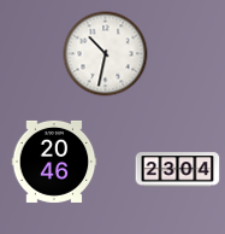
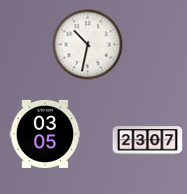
clock at (54, 162): 20:46 -> 03:05
clock at (178, 170): 23:04 -> 23:07
